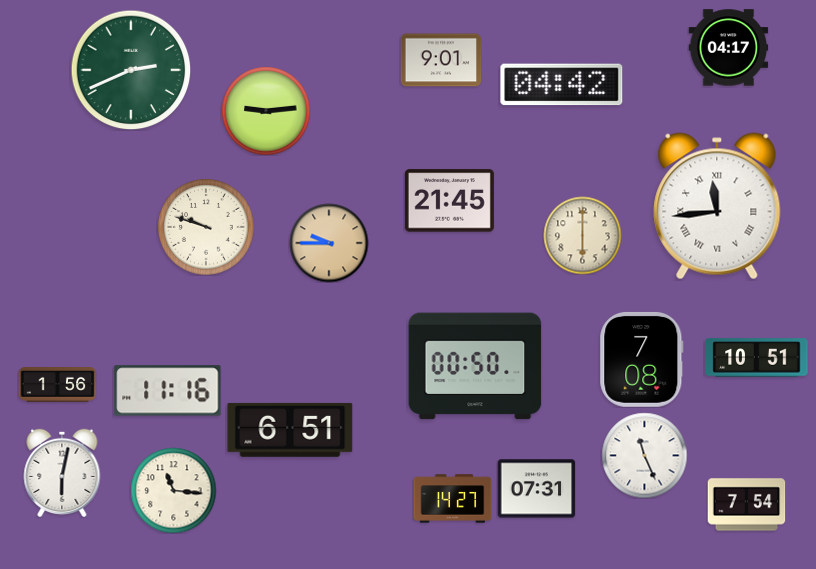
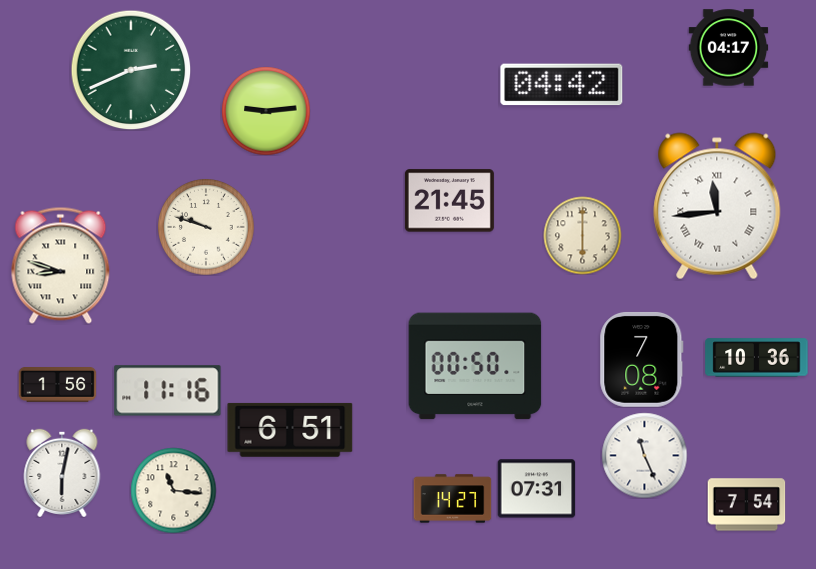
clock at (441, 60): 9:01 -> none
clock at (329, 243): 9:45 -> none
clock at (61, 265): none -> 8:48
clock at (757, 358): 10:51 -> 10:36
